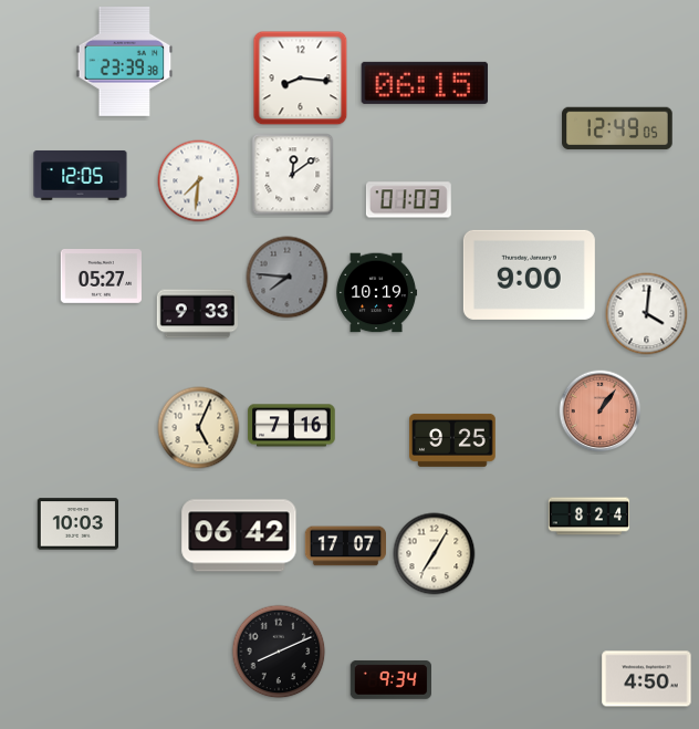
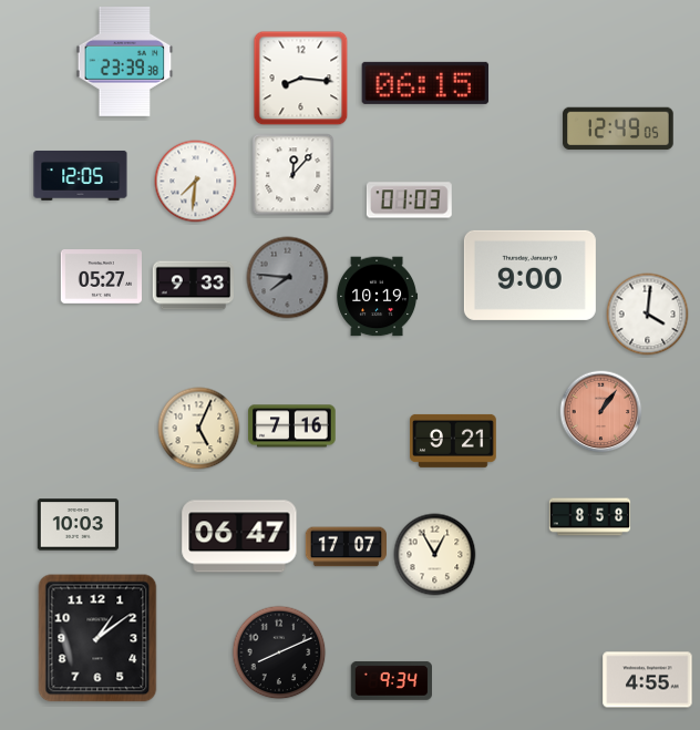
clock at (293, 175): 12:09 -> 12:07
clock at (199, 181) position: (199, 181) -> (196, 182)
clock at (377, 293) position: (377, 293) -> (378, 297)
clock at (197, 314) position: (197, 314) -> (193, 286)
clock at (452, 440): 9:25 -> 9:21
clock at (590, 517): 8:24 -> 8:58
clock at (239, 535): 06:42 -> 06:47
clock at (435, 554): 7:05 -> 12:55
clock at (97, 638): none -> 1:09
clock at (647, 679): 4:50 -> 4:55
